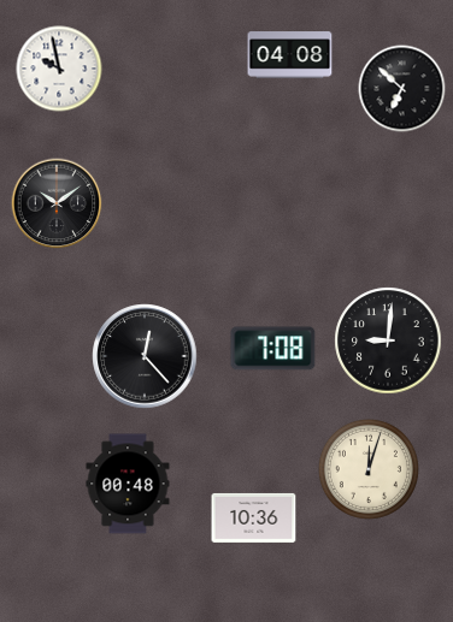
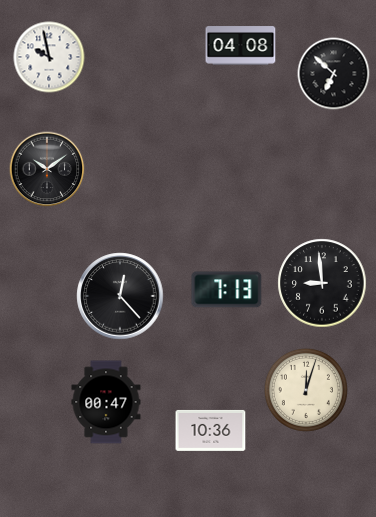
clock at (388, 340): 9:01 -> 8:59
clock at (273, 349): 7:08 -> 7:13
clock at (128, 484): 00:48 -> 00:47
